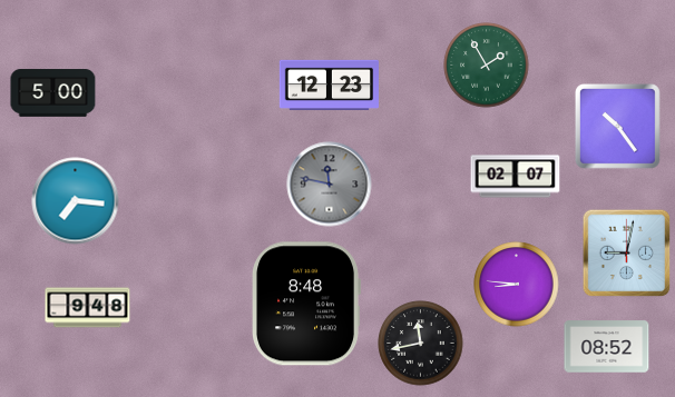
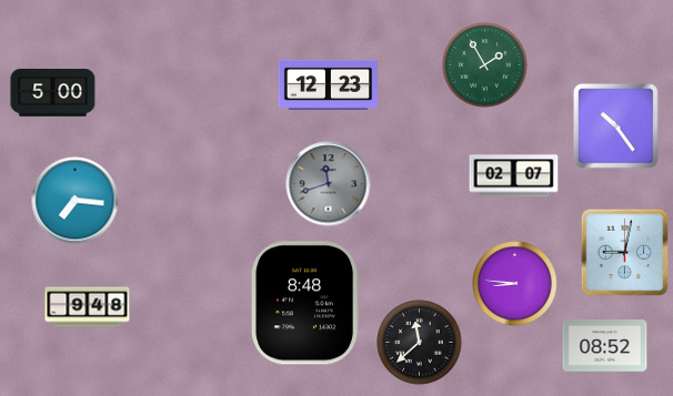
clock at (330, 185): 11:47 -> 11:42
clock at (421, 344): 11:43 -> 11:38
